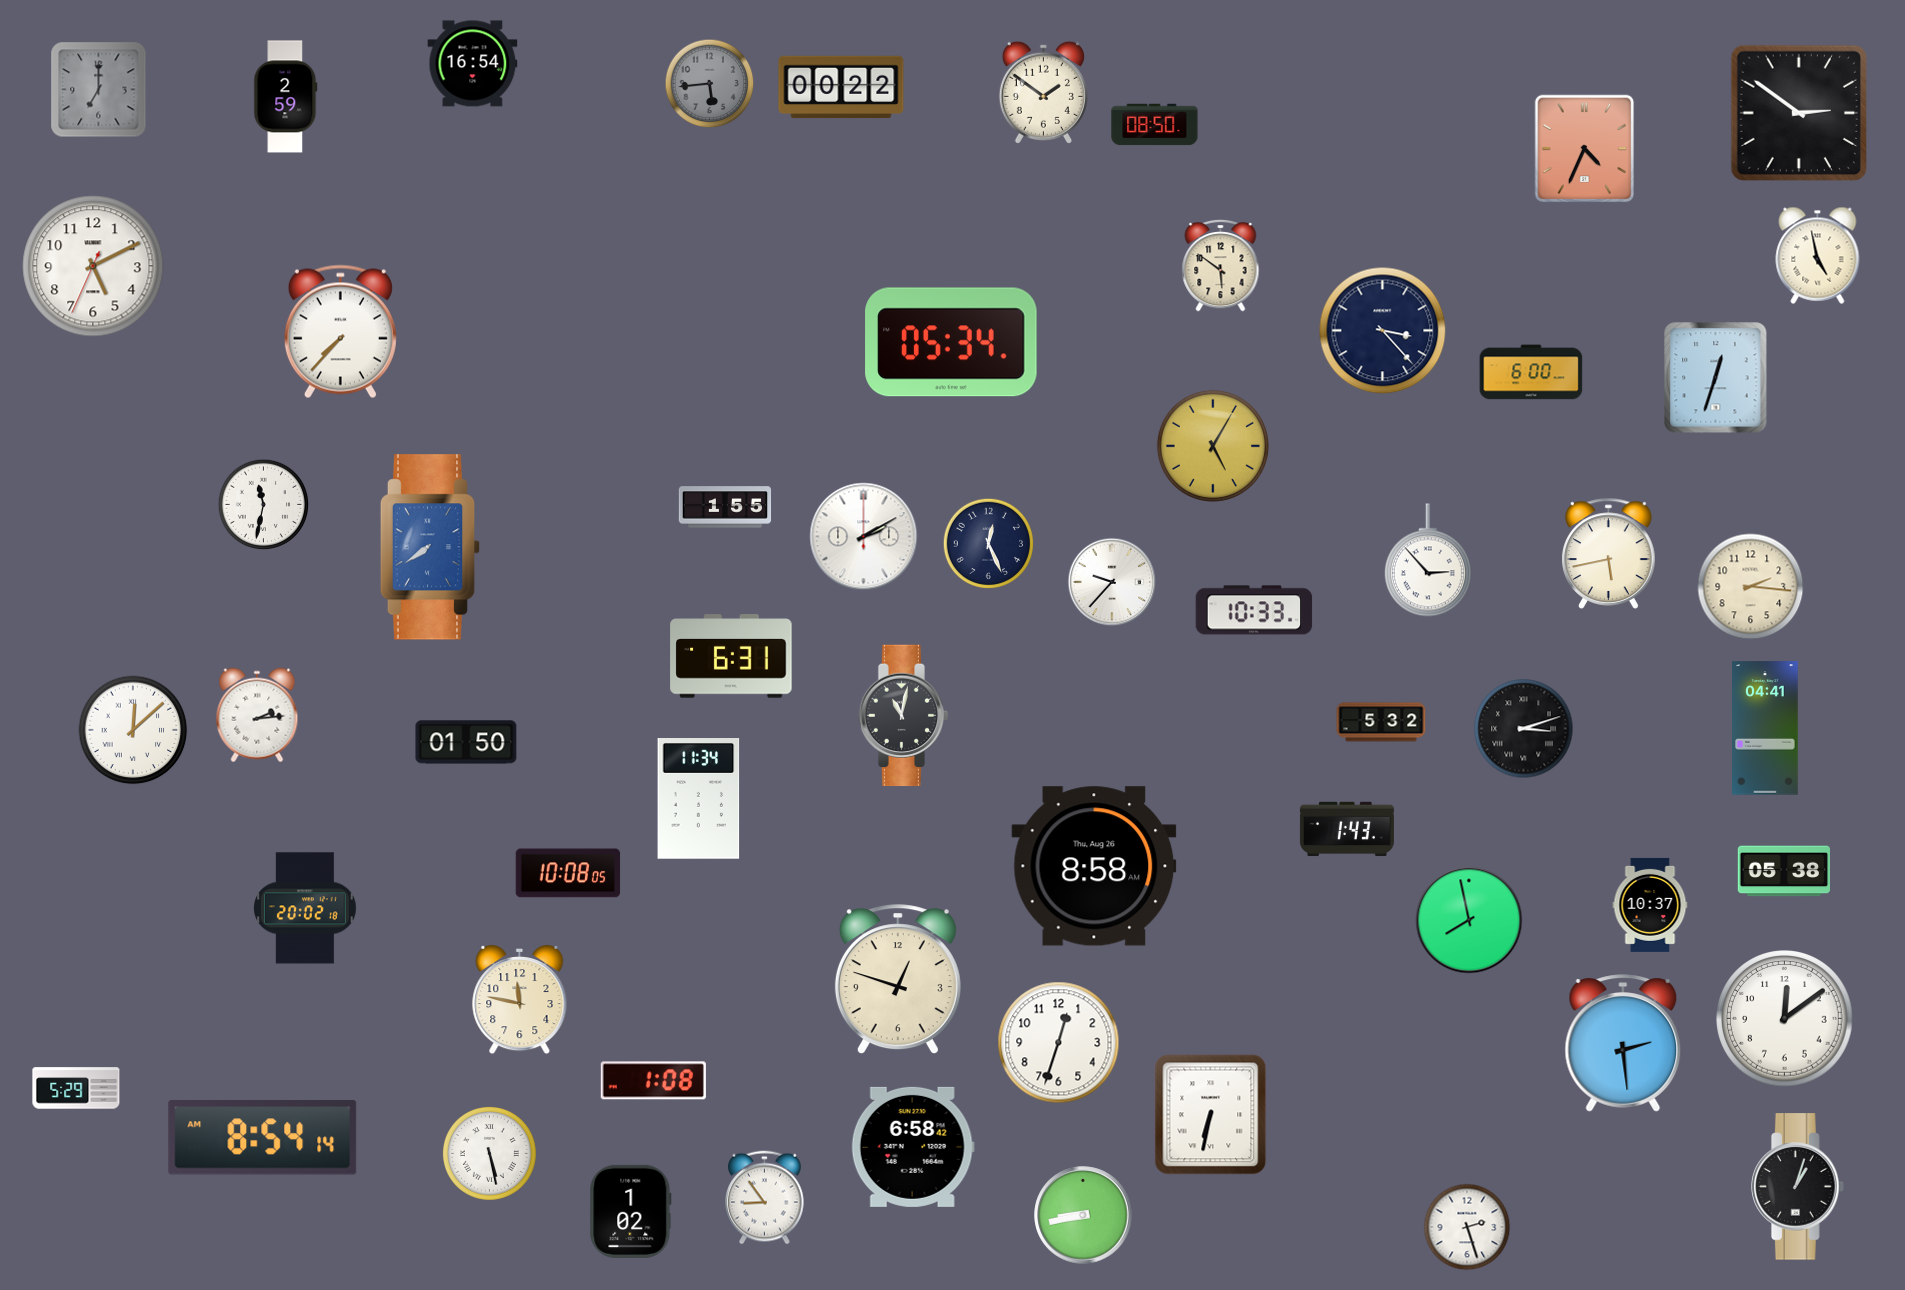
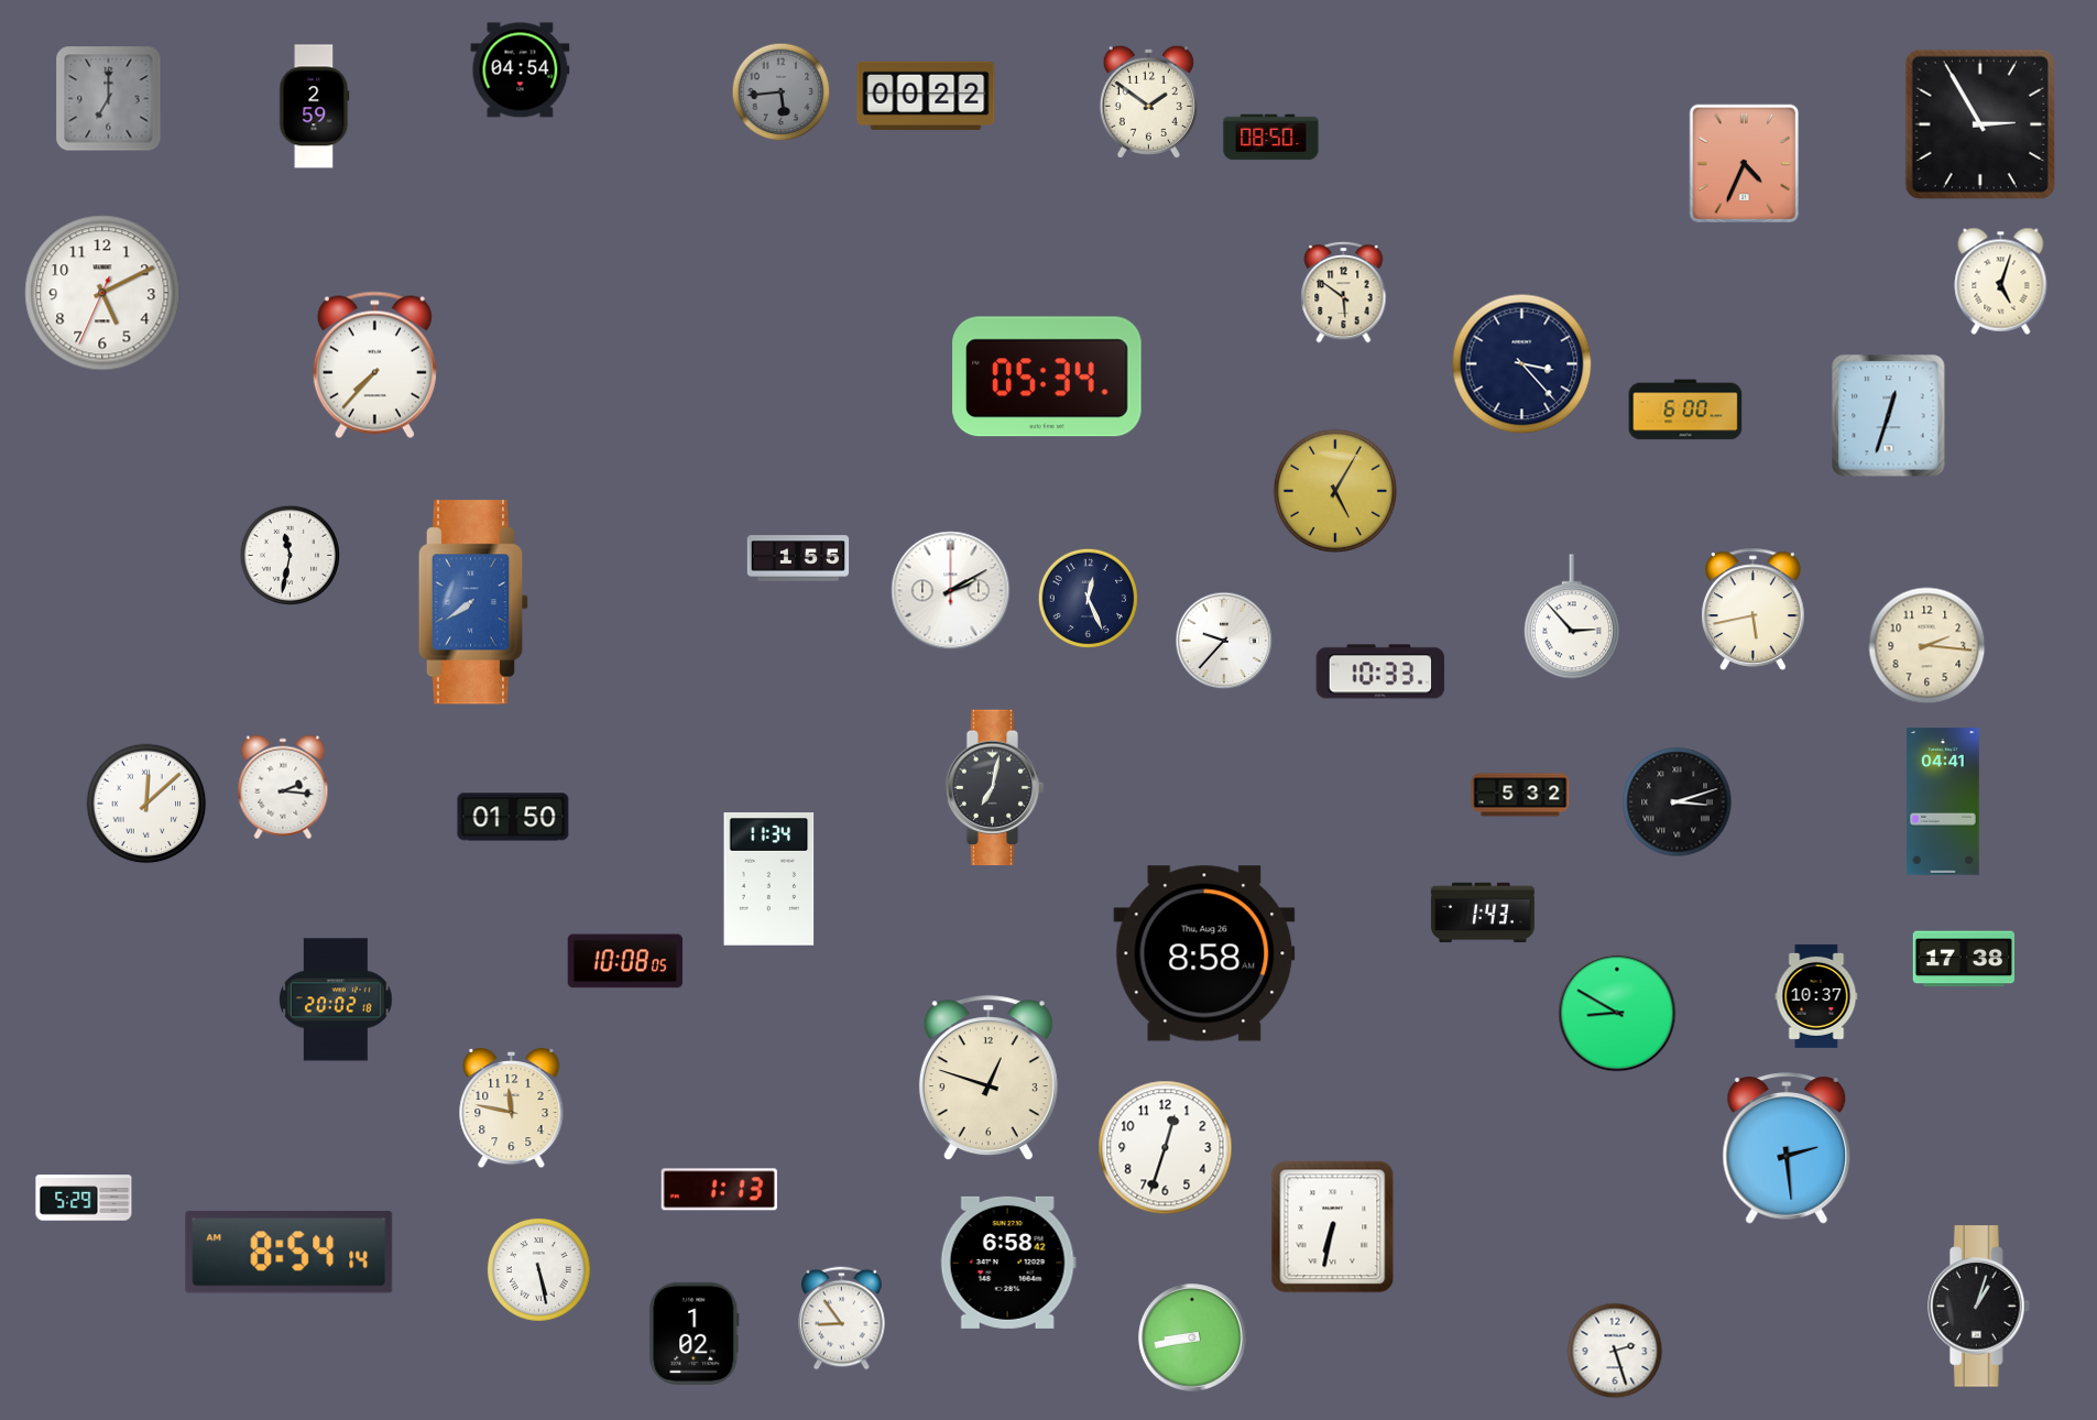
clock at (473, 64): 16:54 -> 04:54
clock at (1798, 112): 2:51 -> 2:55
clock at (1818, 255): 4:58 -> 5:03
clock at (1609, 553) position: (1609, 553) -> (1754, 609)
clock at (731, 656): 6:31 -> none
clock at (257, 715): 2:14 -> 2:16
clock at (904, 716): 11:02 -> 7:02
clock at (1784, 871): 05:38 -> 17:38
clock at (1469, 920): 7:58 -> 8:50
clock at (520, 1000) position: (520, 1000) -> (512, 1108)
clock at (1785, 1019): 12:09 -> none
clock at (653, 1081): 1:08 -> 1:13
clock at (913, 1147) position: (913, 1147) -> (1008, 1263)
